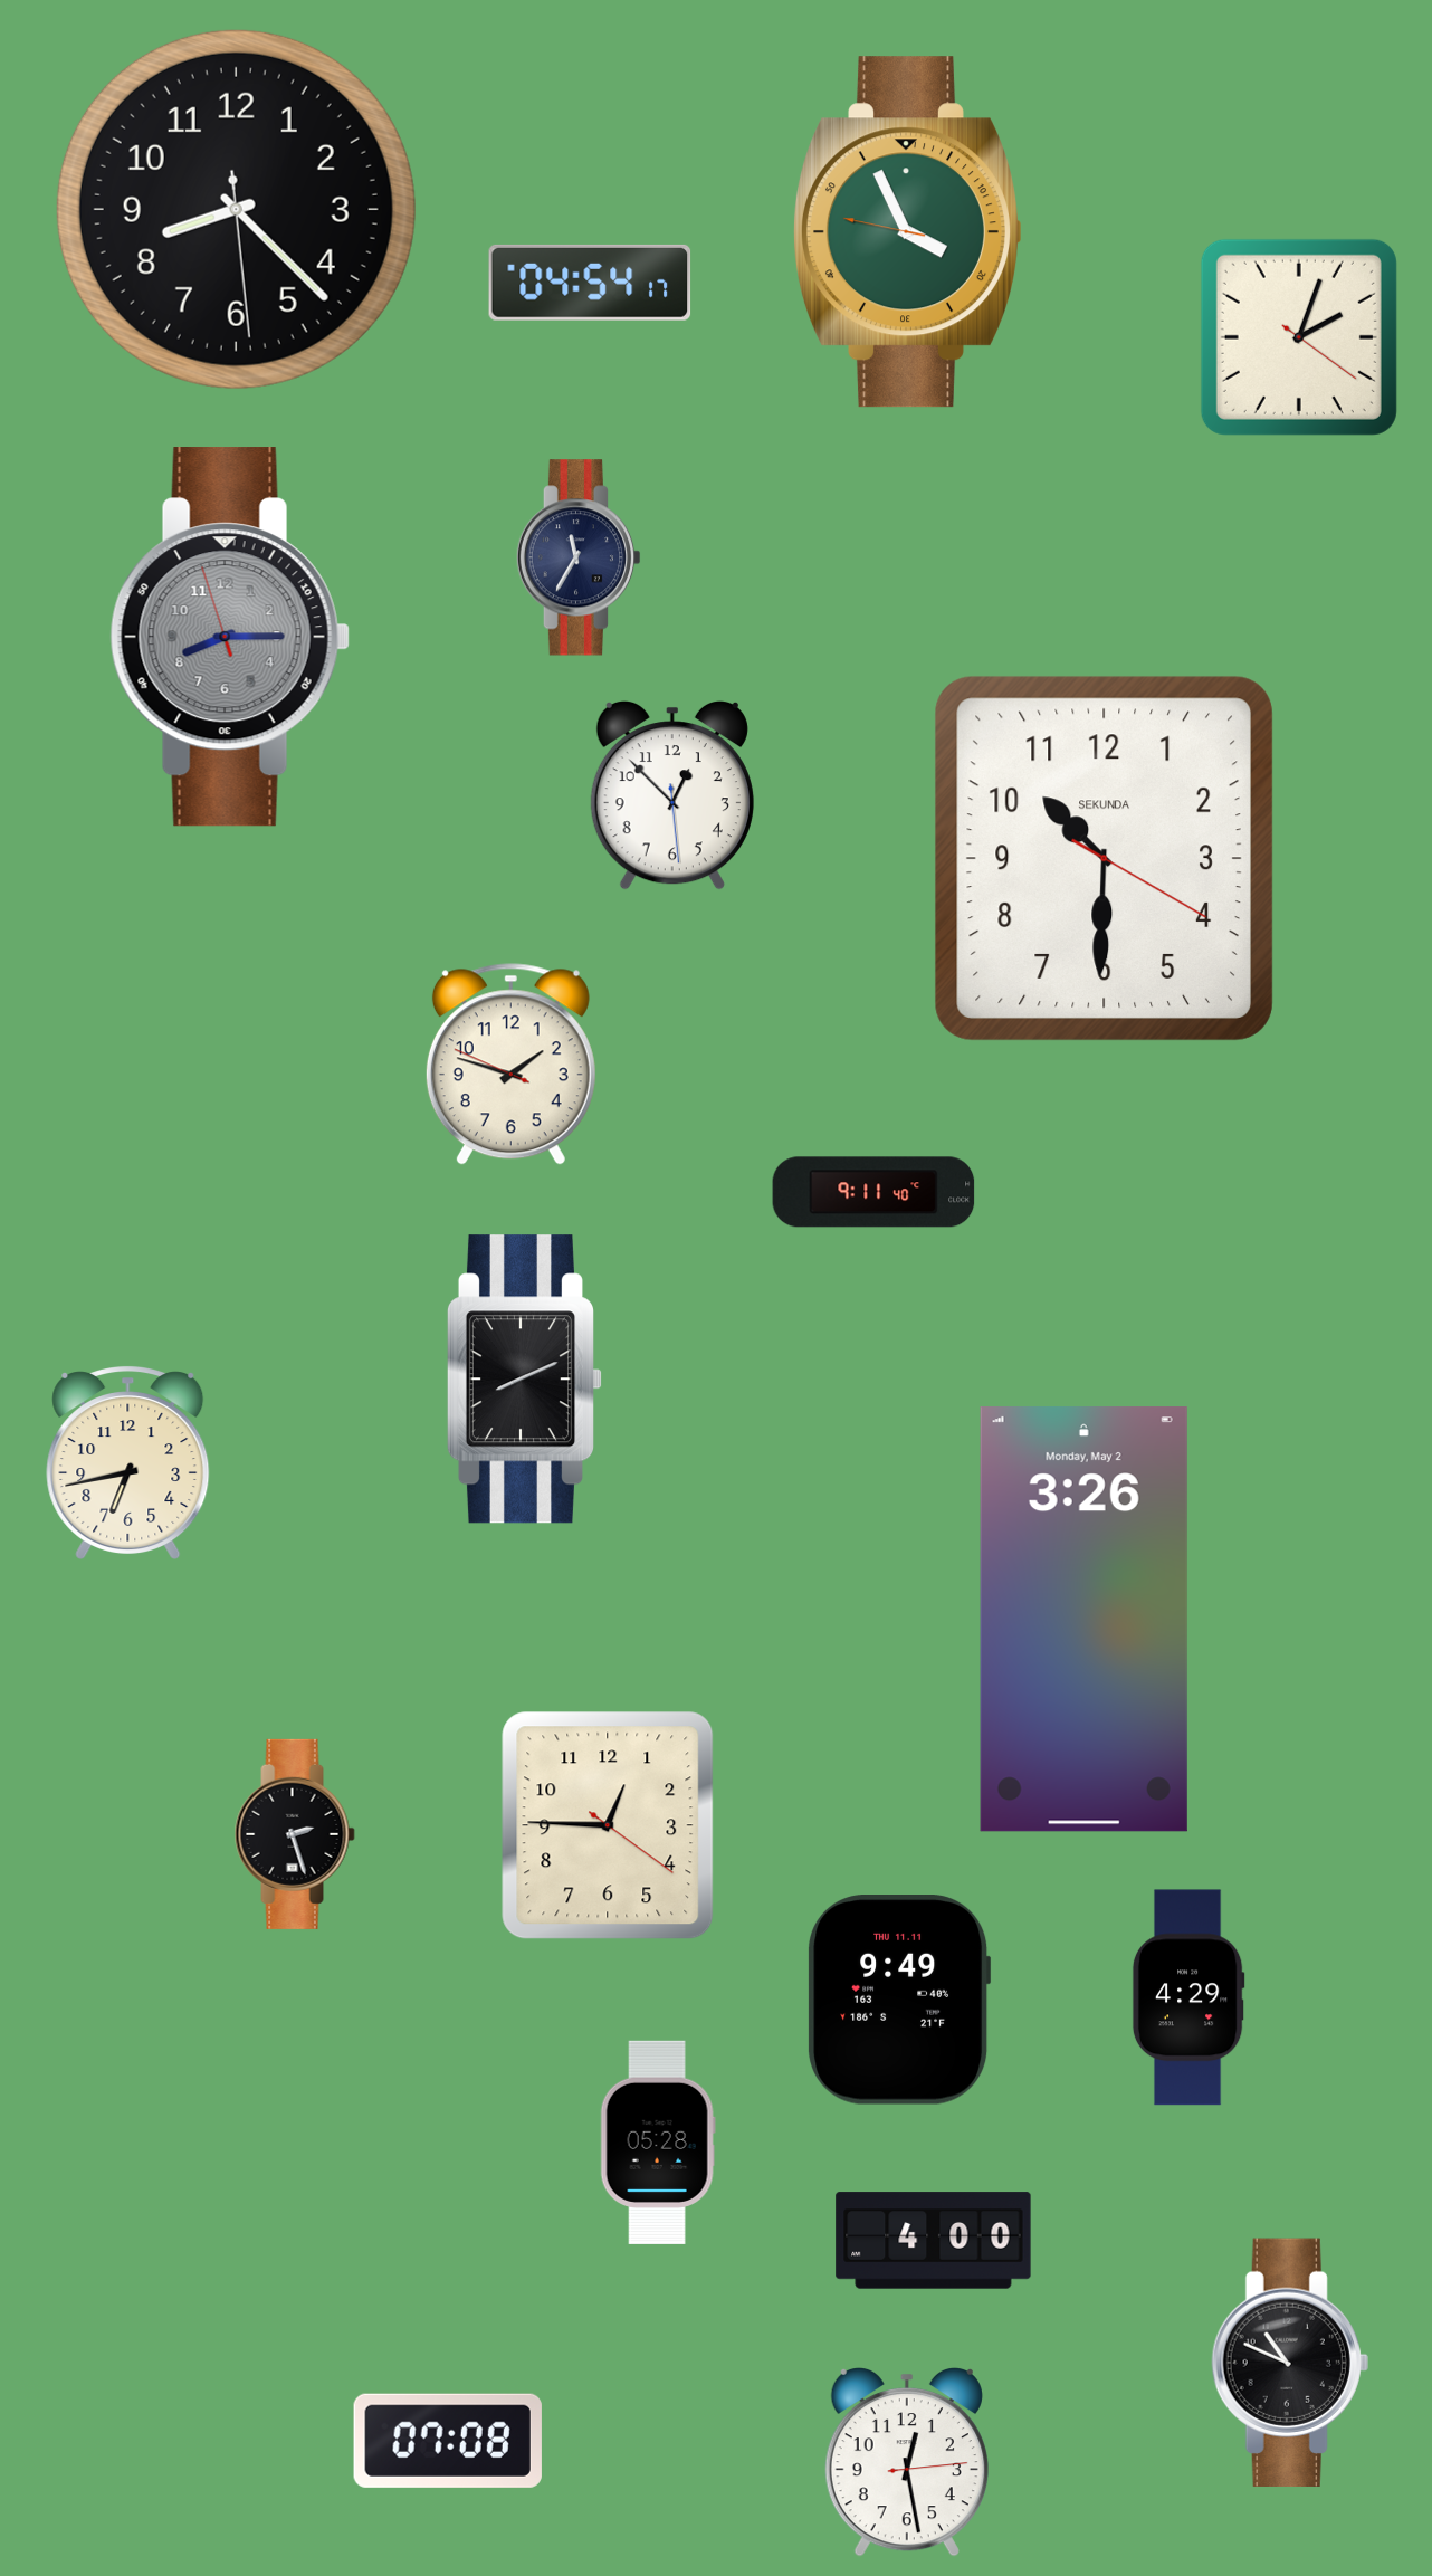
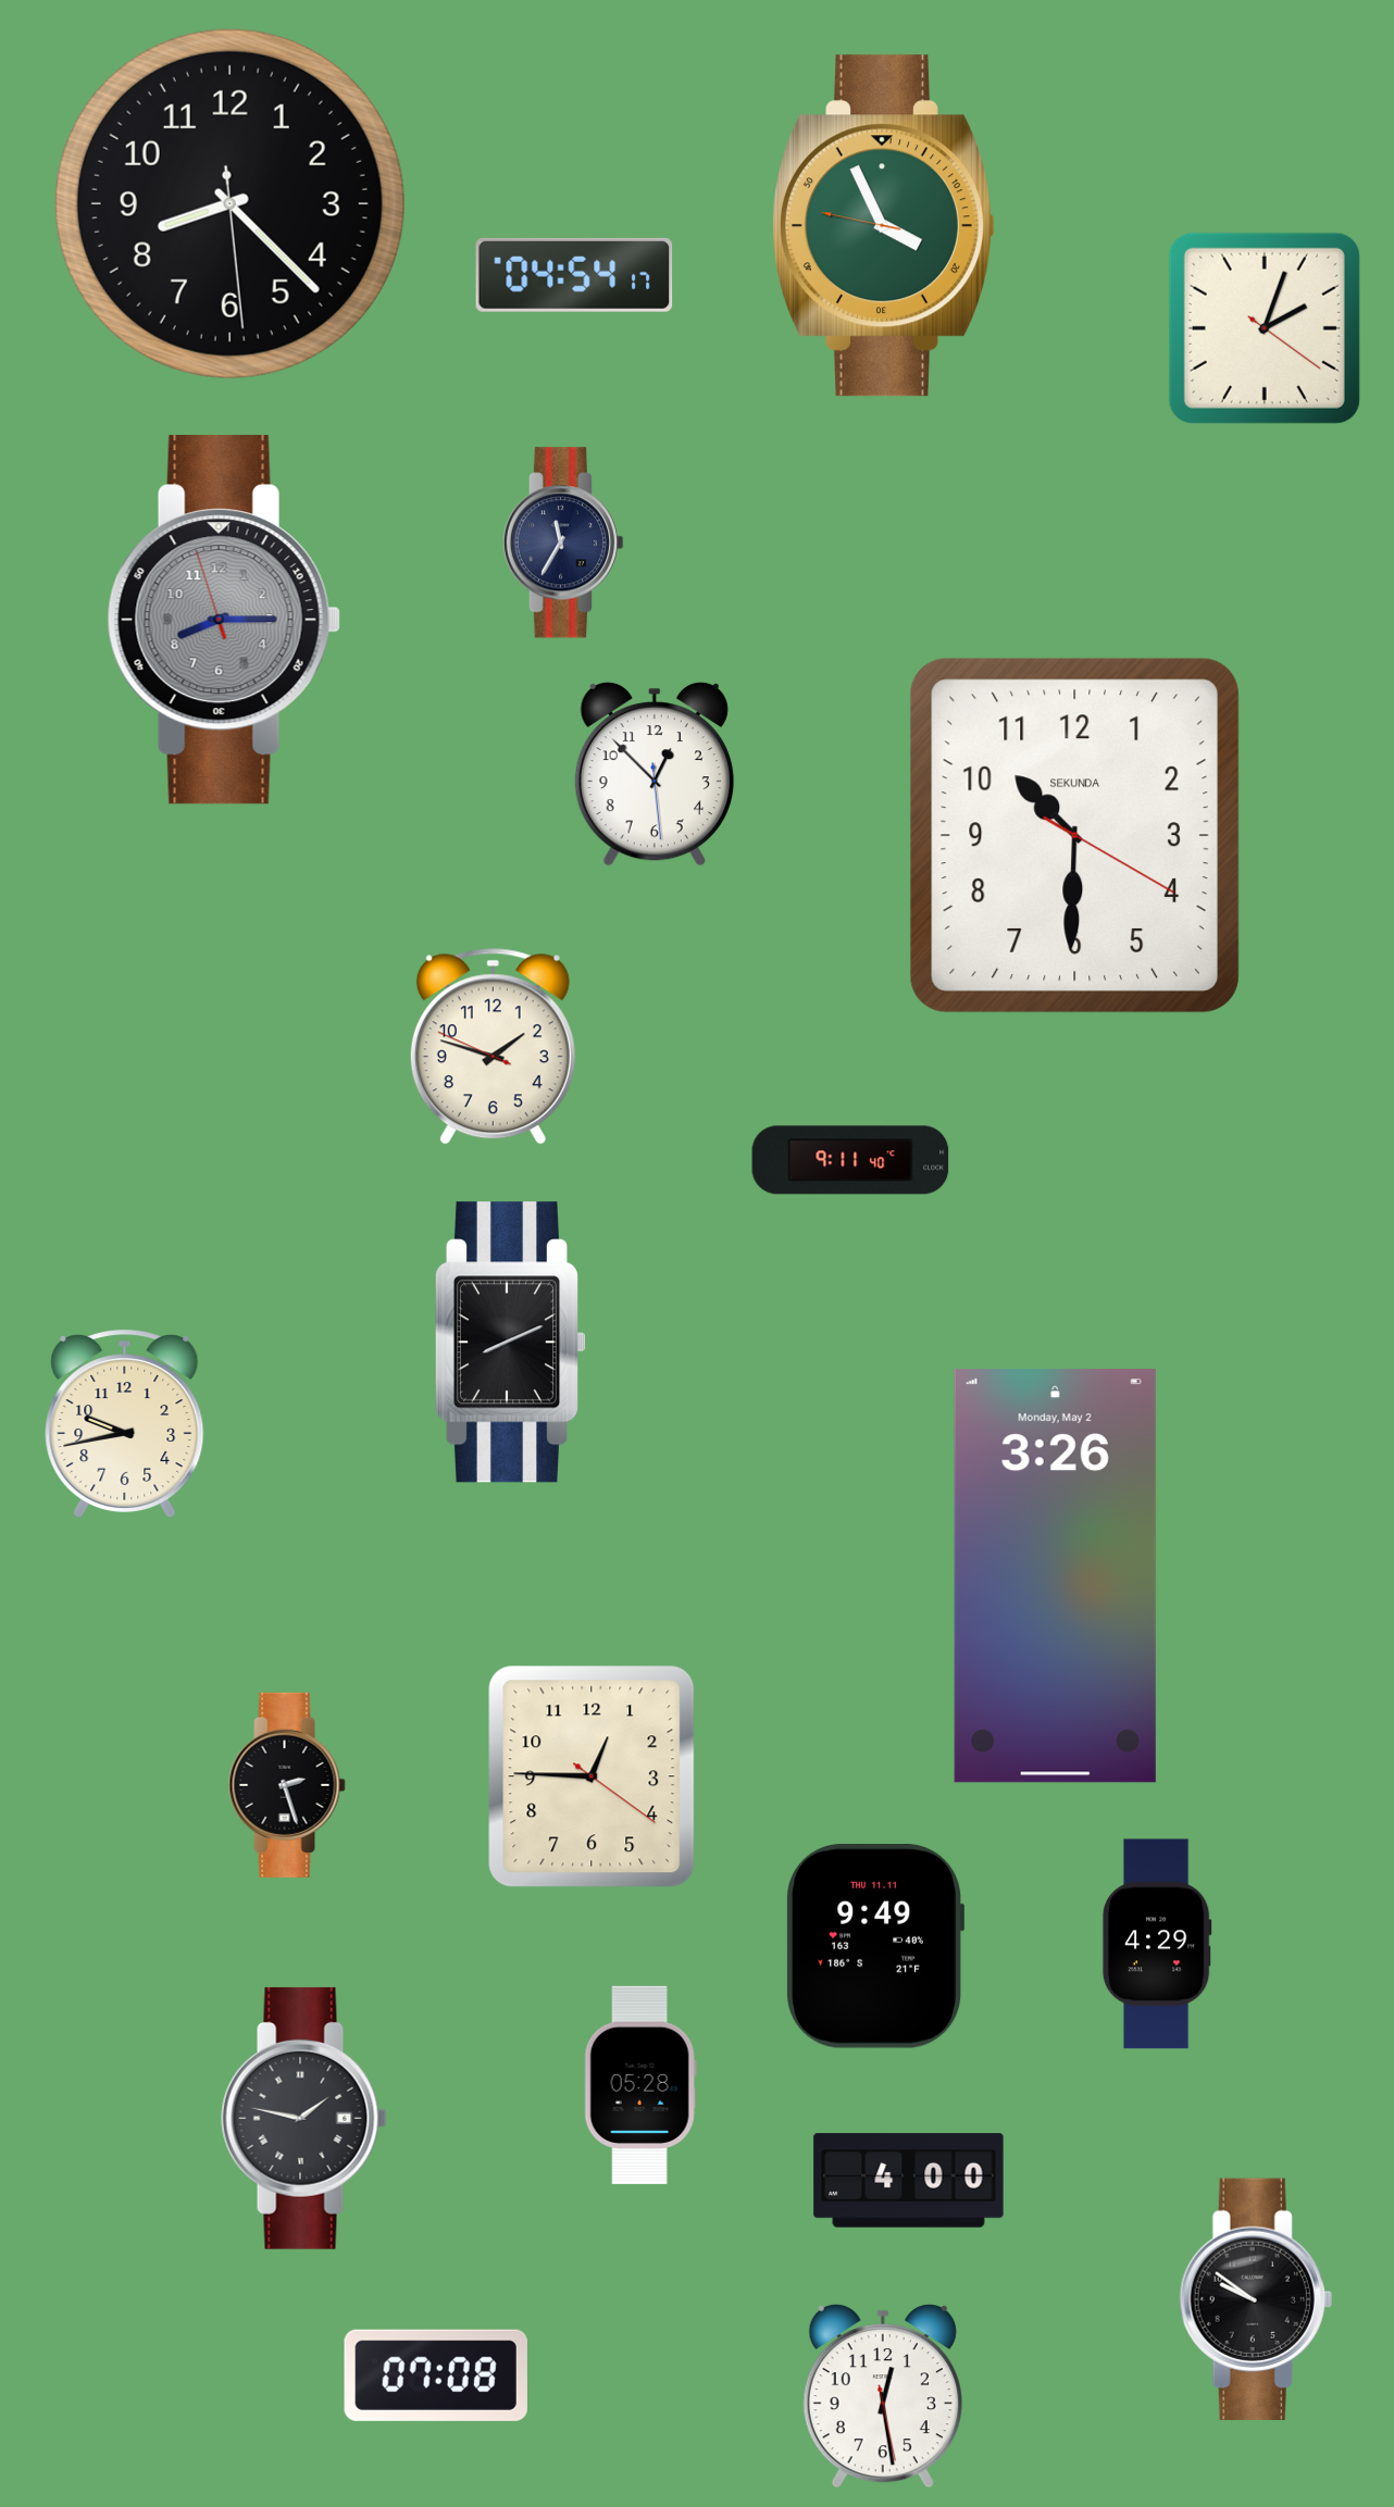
clock at (510, 1065) position: (510, 1065) -> (493, 1047)
clock at (128, 1463): 6:43 -> 9:43
clock at (304, 2118): none -> 1:47
clock at (1290, 2363): 10:49 -> 9:51
clock at (907, 2462): 12:28:14 -> 12:28:28
